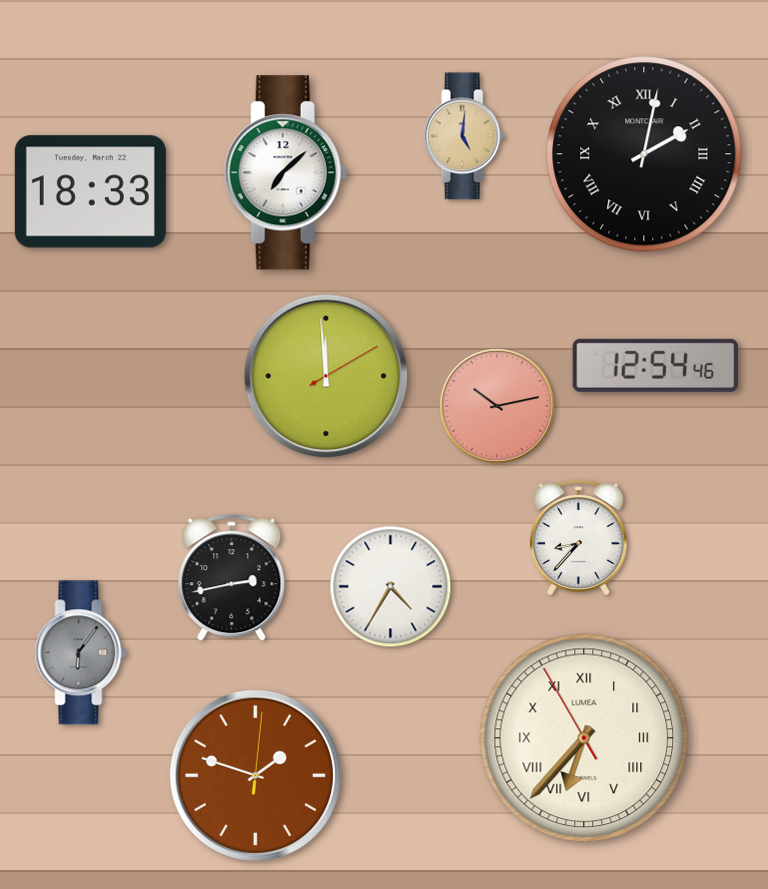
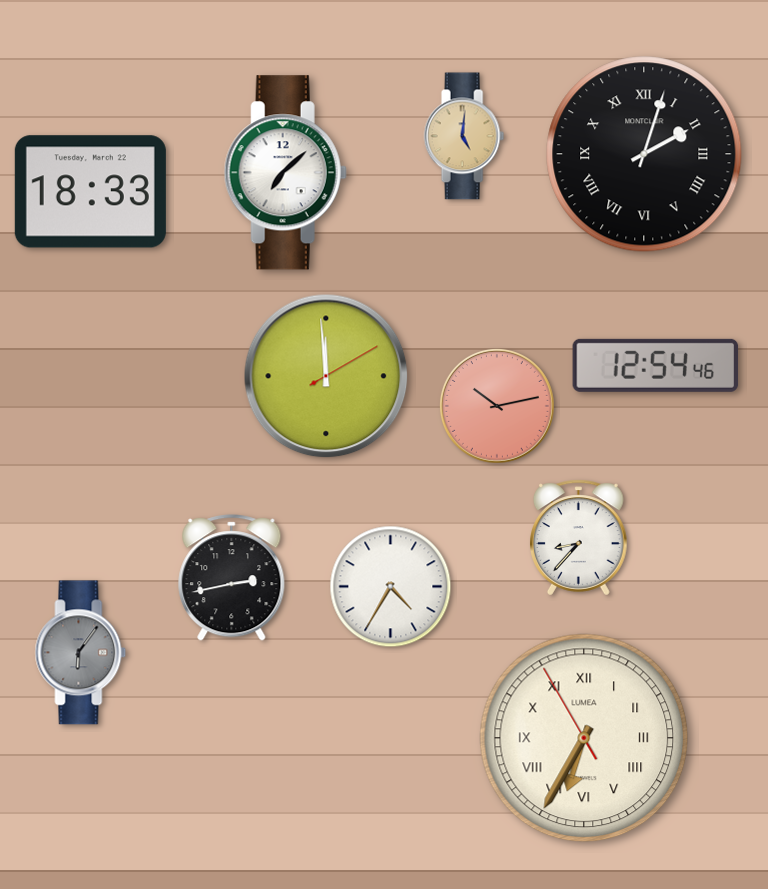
clock at (644, 154): 2:02 -> 2:03
clock at (584, 738): 6:36 -> 6:34
clock at (255, 775): 1:48 -> none
